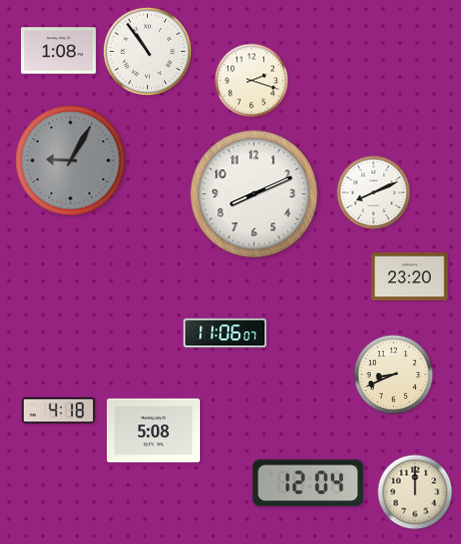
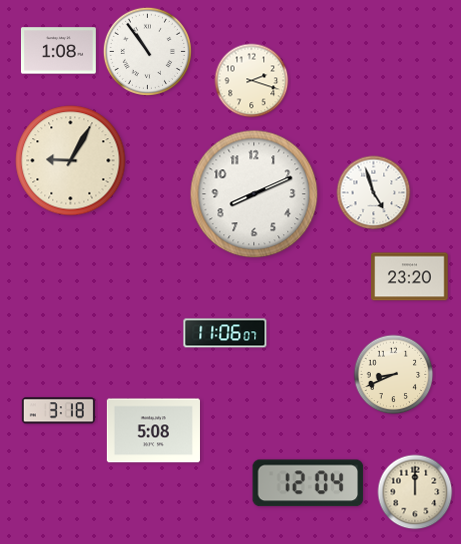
clock at (71, 161) dial: grey -> cream
clock at (374, 193): 8:11 -> 4:57
clock at (58, 411): 4:18 -> 3:18
